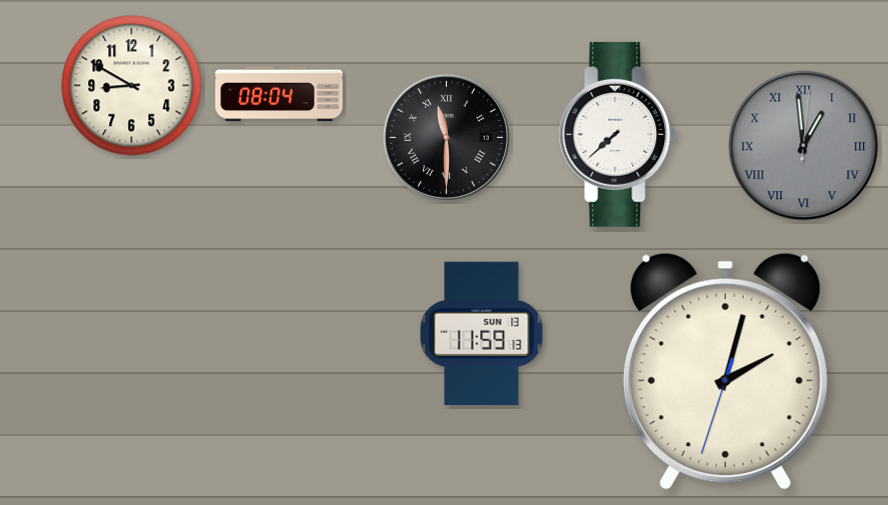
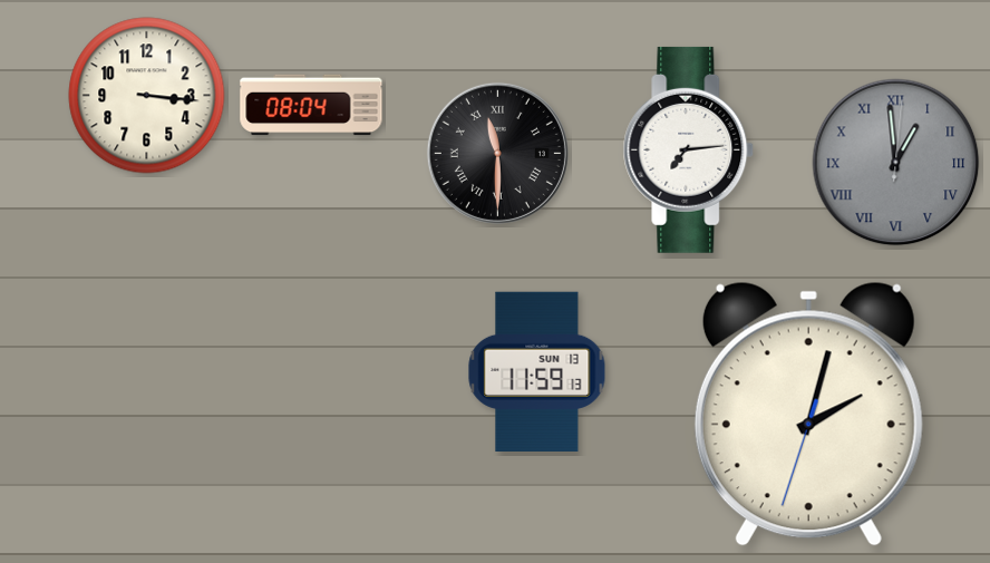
clock at (132, 86): 8:50 -> 3:16
clock at (618, 134): 7:38 -> 7:14
